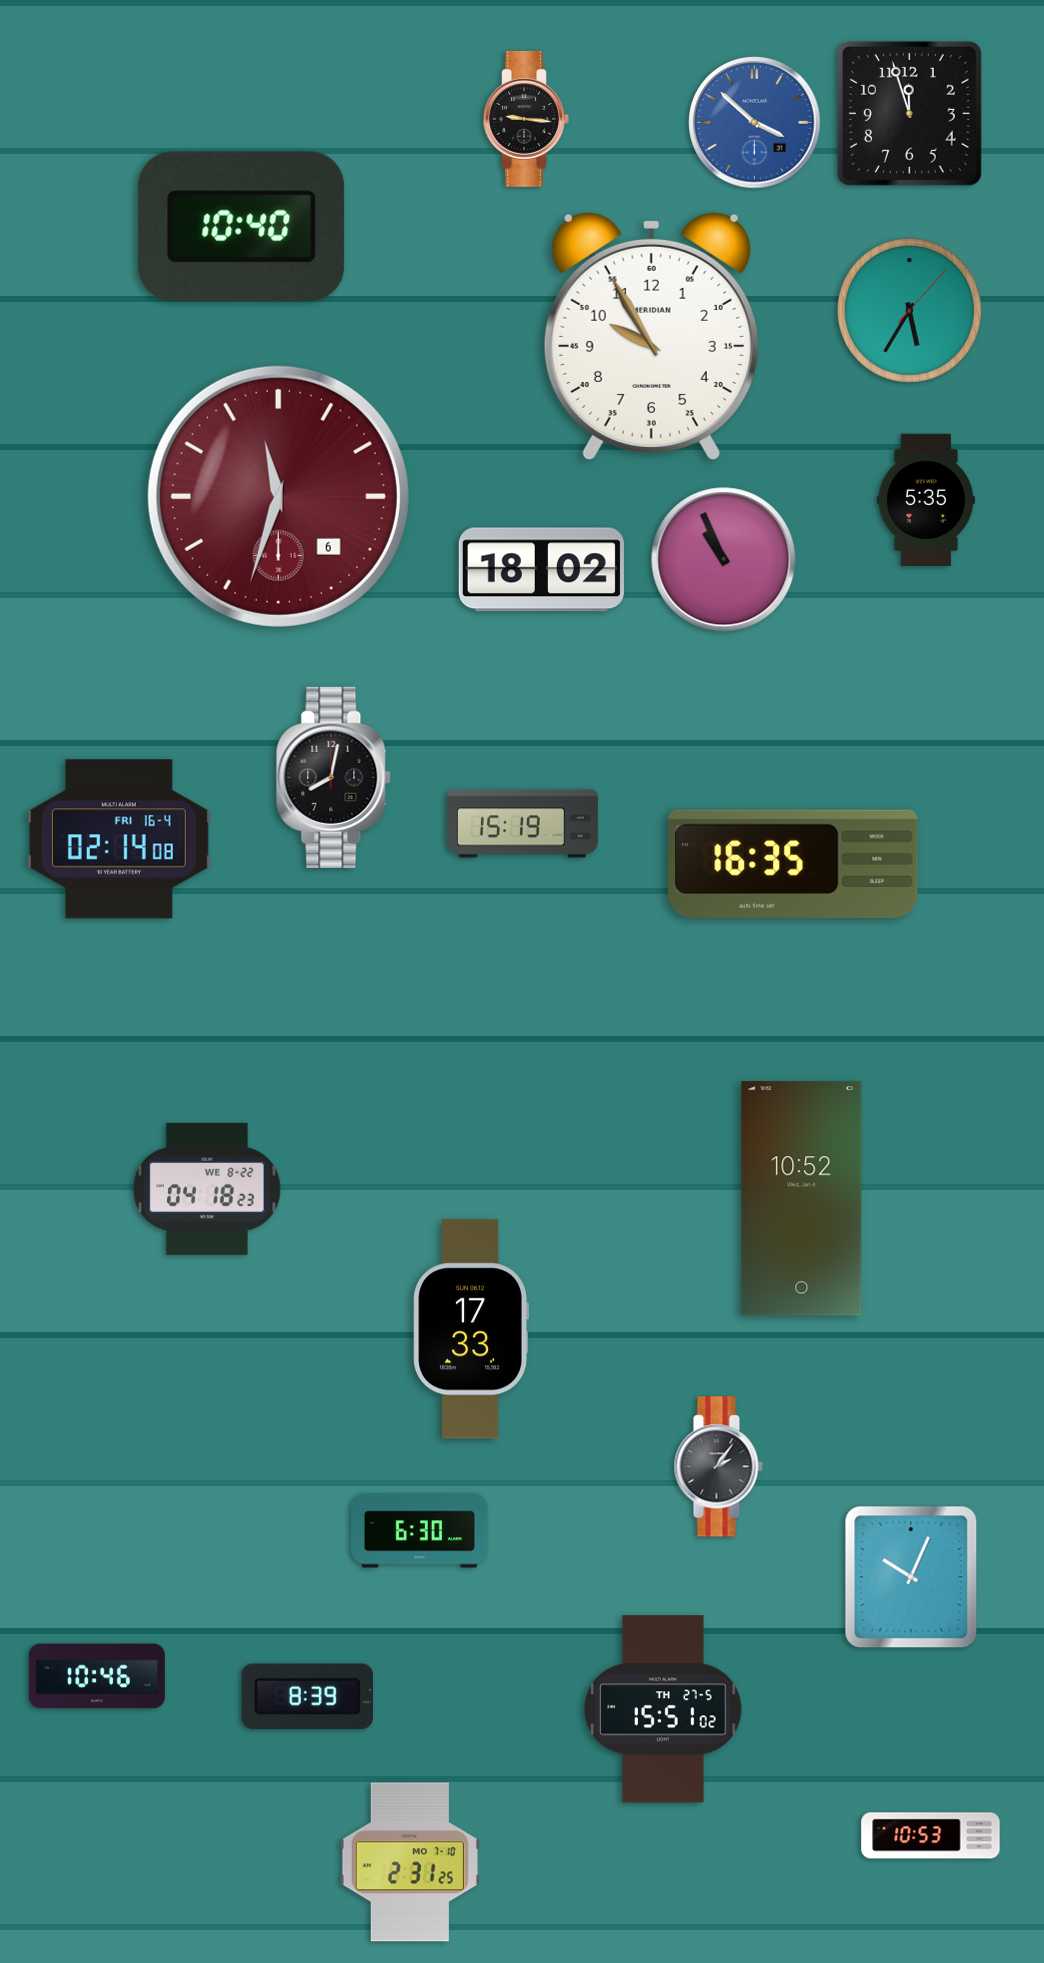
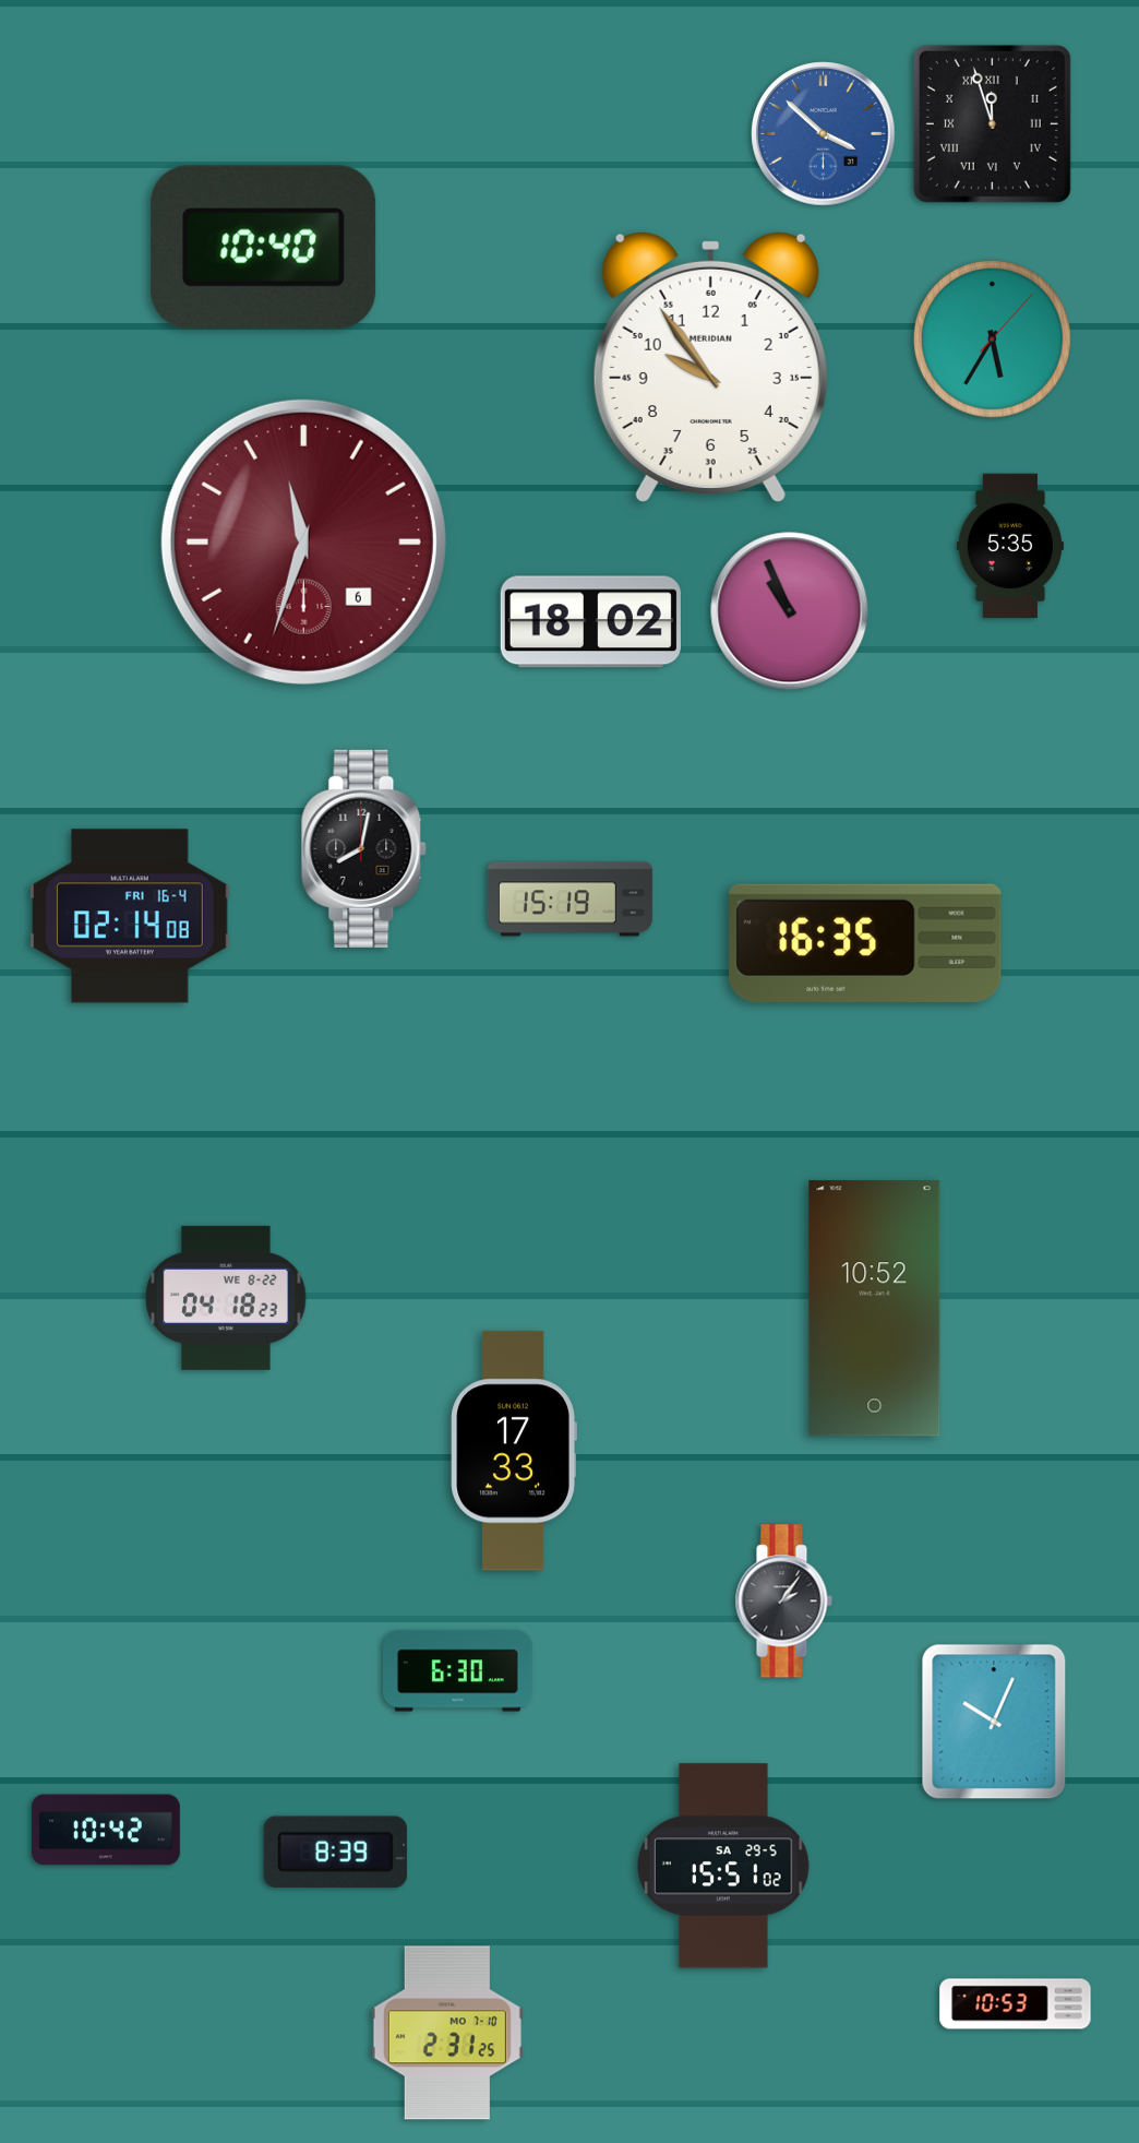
clock at (909, 113) numerals: Arabic -> Roman
clock at (526, 119): 9:16 -> none
clock at (651, 336): 9:55 -> 9:54
clock at (97, 1676): 10:46 -> 10:42
clock at (663, 1709) date: TH 27-5 -> SA 29-5
